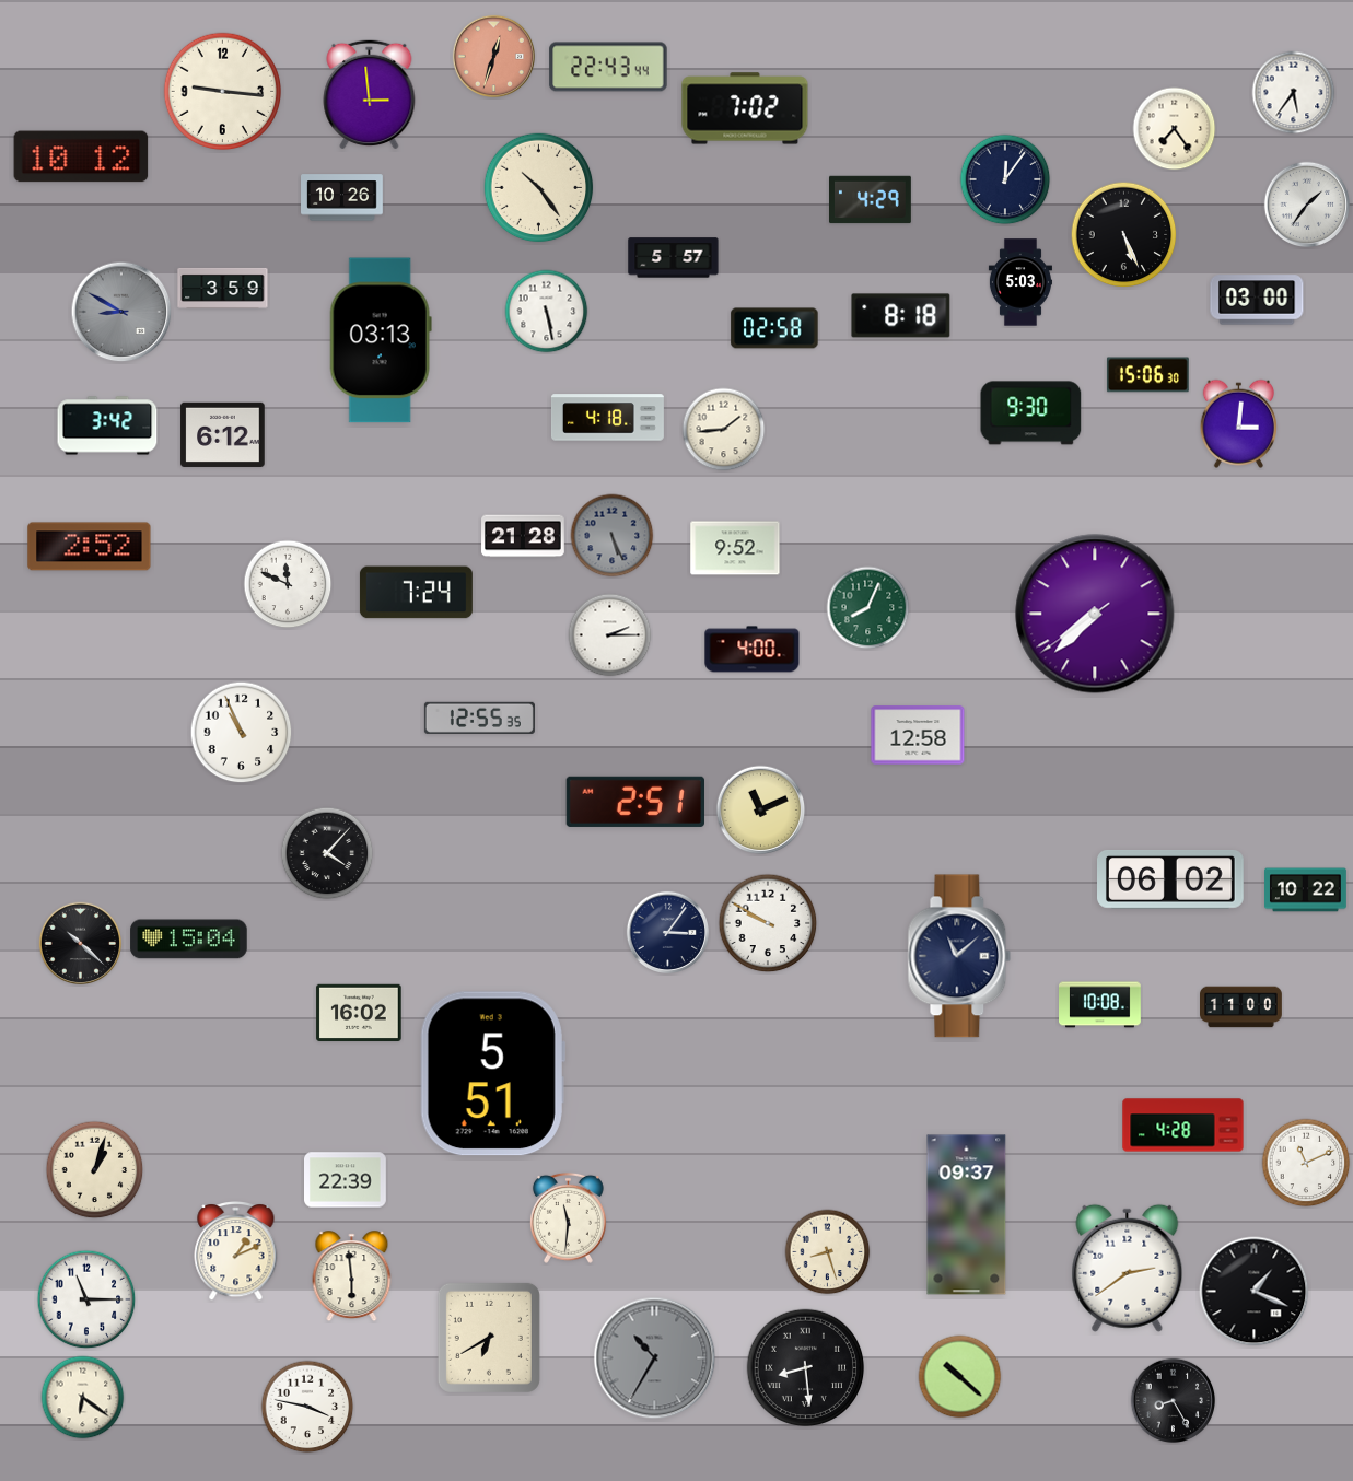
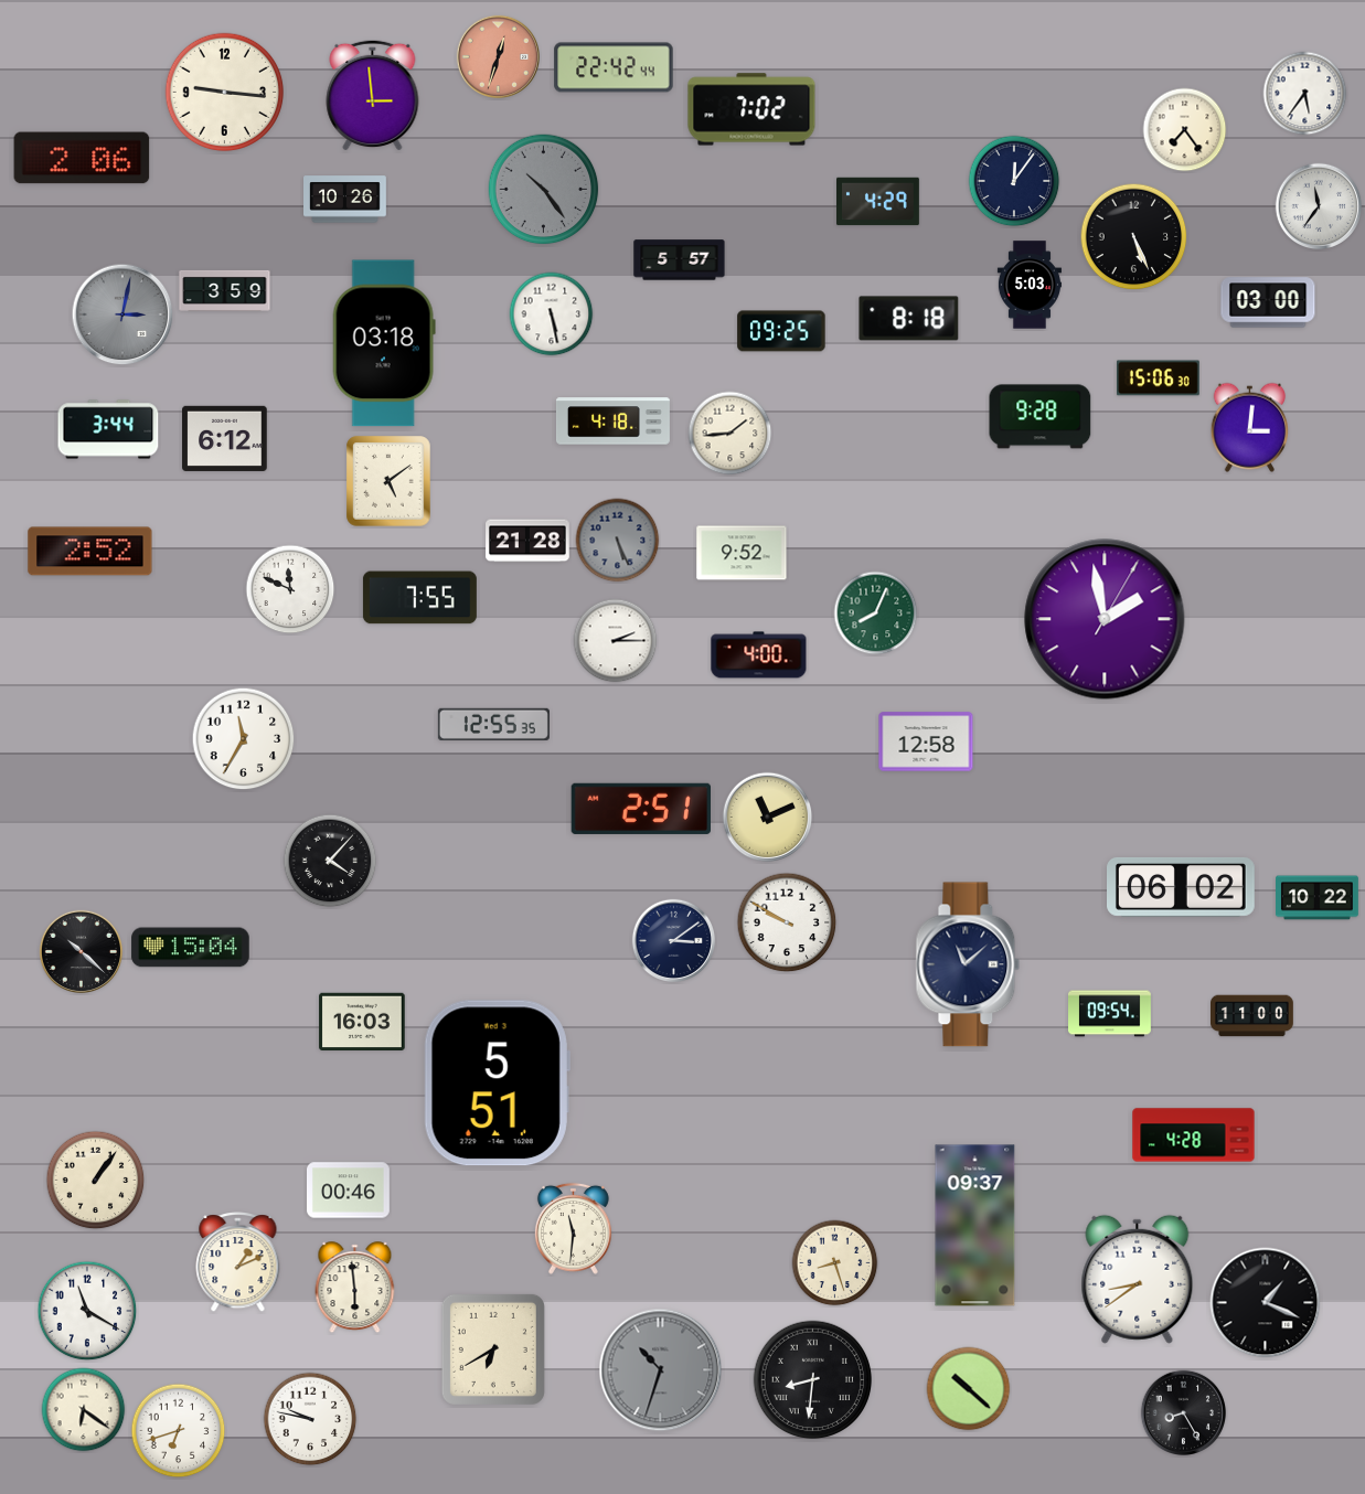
clock at (608, 67): 22:43 -> 22:42
clock at (81, 156): 10:12 -> 2:06
clock at (539, 188) dial: cream -> grey
clock at (1307, 205): 1:36 -> 11:36
clock at (121, 312): 8:50 -> 3:02
clock at (774, 328): 02:58 -> 09:25
clock at (381, 340): 03:13 -> 03:18
clock at (1031, 413): 9:30 -> 9:28
clock at (107, 425): 3:42 -> 3:44
clock at (388, 481): none -> 5:09
clock at (416, 593): 7:24 -> 7:55
clock at (1095, 614): 7:37 -> 1:58
clock at (479, 718) position: (479, 718) -> (493, 724)
clock at (242, 733): 10:56 -> 11:35
clock at (768, 923) position: (768, 923) -> (787, 922)
clock at (667, 932): 3:06 -> 3:09
clock at (1100, 1005): 10:08 -> 09:54
clock at (359, 1013): 16:02 -> 16:03
clock at (1306, 1163): 11:11 -> none
clock at (95, 1170): 1:03 -> 1:06
clock at (346, 1180): 22:39 -> 00:46
clock at (1128, 1268): 2:39 -> 8:39
clock at (86, 1299): 11:15 -> 11:20
clock at (655, 1358): 10:35 -> 10:33
clock at (806, 1368): 8:29 -> 8:31
clock at (307, 1407): 3:47 -> 9:47
clock at (179, 1431): none -> 6:42
